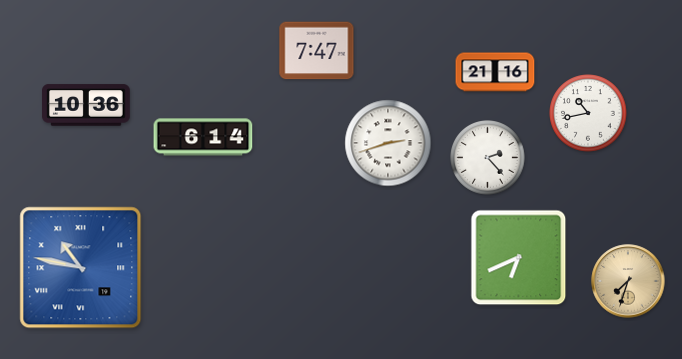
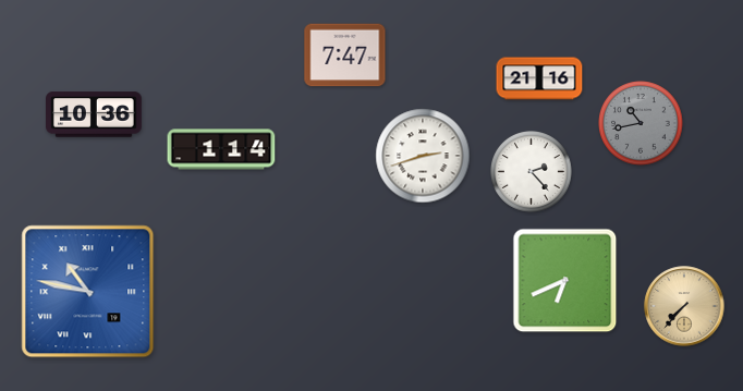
clock at (588, 113) dial: white -> grey
clock at (203, 137): 6:14 -> 1:14
clock at (628, 281): 7:33 -> 7:37
